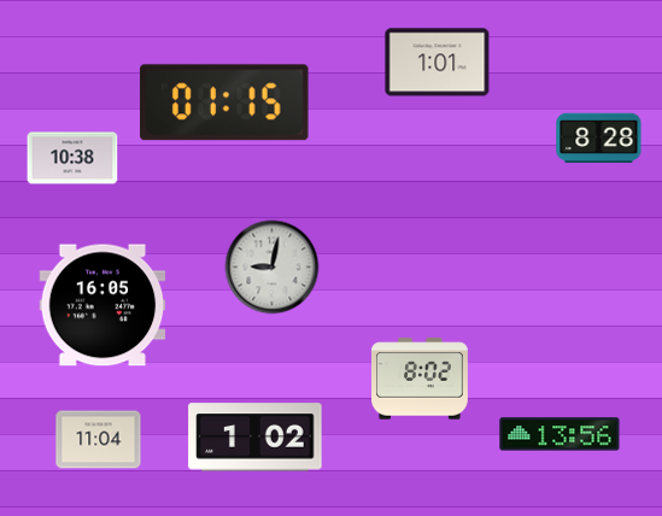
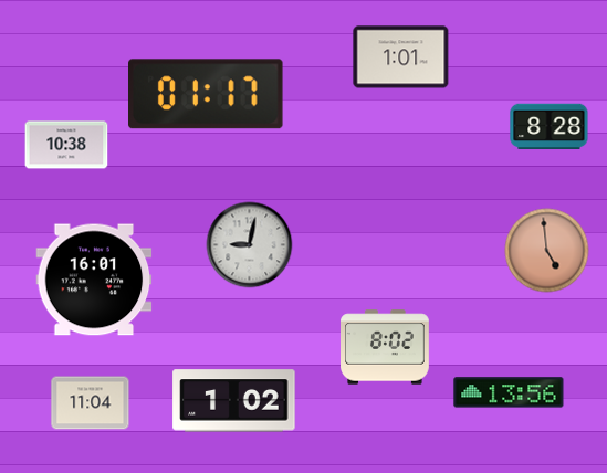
clock at (224, 102): 01:15 -> 01:17
clock at (547, 251): none -> 4:59
clock at (102, 305): 16:05 -> 16:01
clock at (560, 434) position: (560, 434) -> (509, 392)
